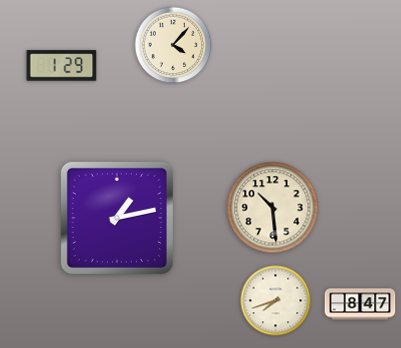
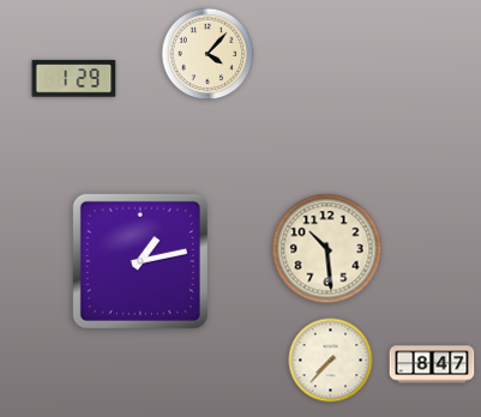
clock at (276, 301): 7:42 -> 7:37
